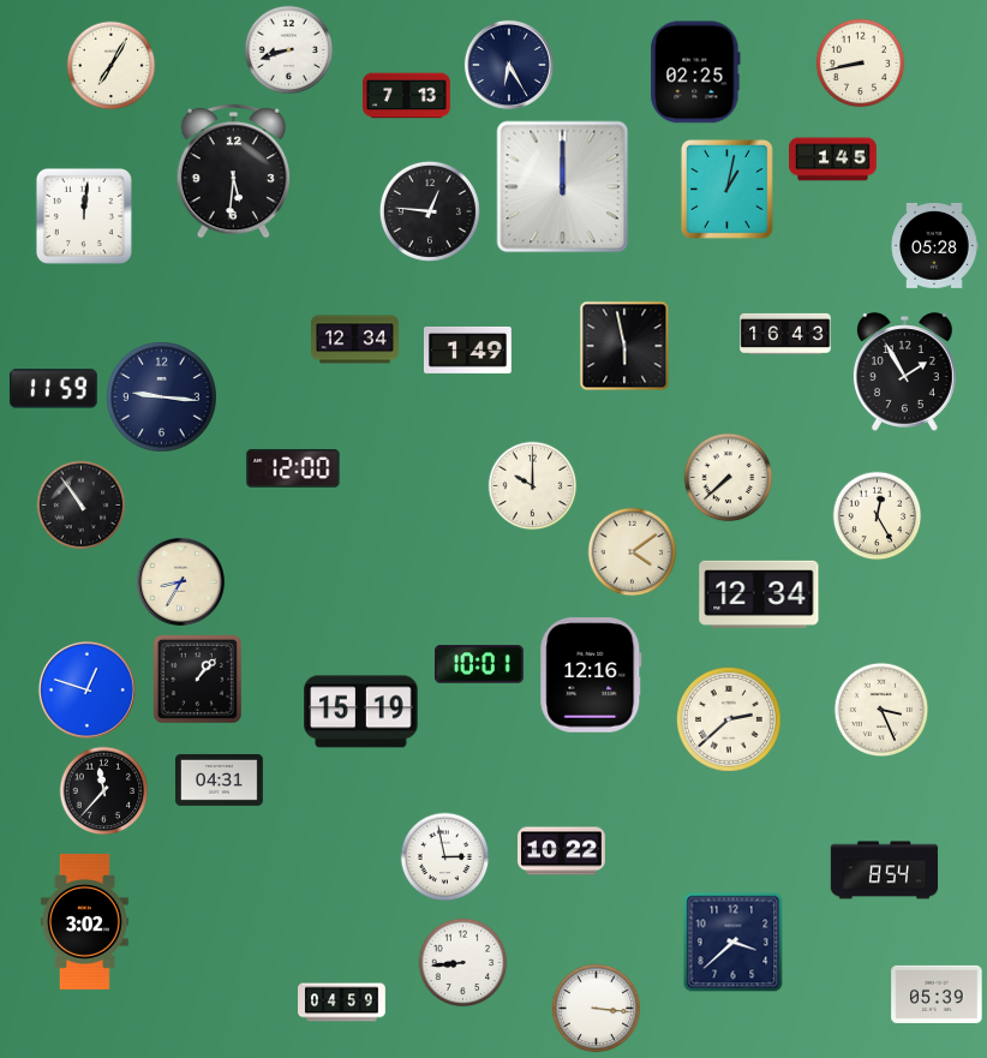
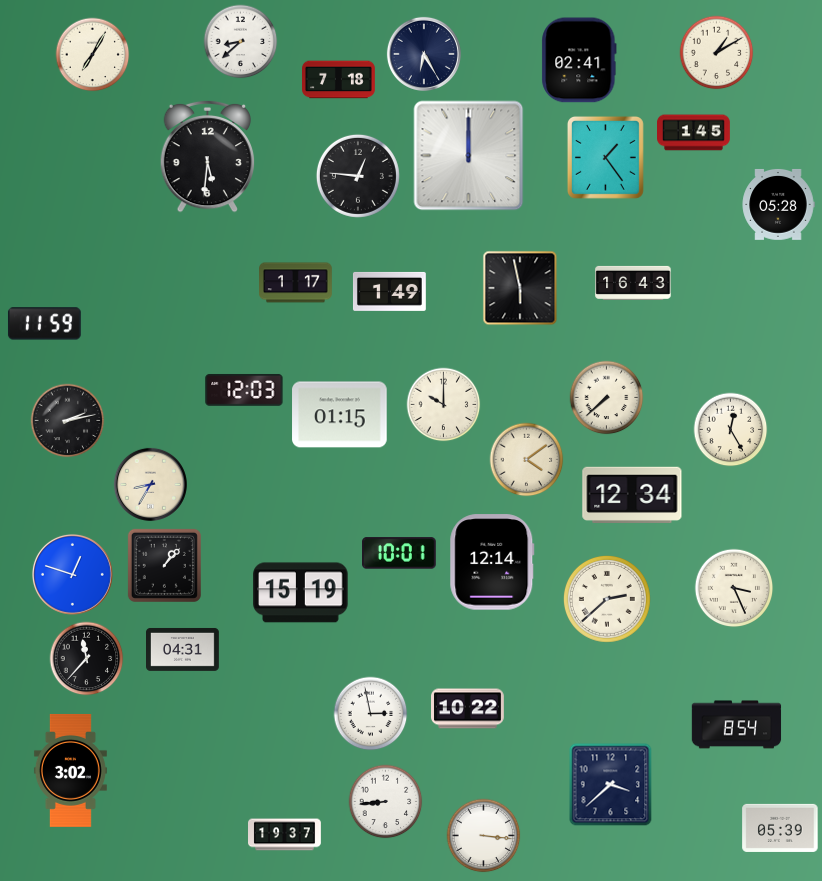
clock at (289, 50): 8:42 -> 8:38
clock at (861, 64): 8:43 -> 1:10
clock at (695, 72): 02:25 -> 02:41
clock at (407, 96): 7:13 -> 7:18
clock at (234, 171) position: (234, 171) -> (208, 156)
clock at (726, 189): 1:02 -> 1:24
clock at (84, 216): 12:01 -> none
clock at (785, 334) position: (785, 334) -> (633, 283)
clock at (355, 340): 12:34 -> 1:17
clock at (904, 372): 1:55 -> none
clock at (162, 398): 9:16 -> none
clock at (293, 468): 12:00 -> 12:03
clock at (340, 415): none -> 01:15
clock at (82, 506): 10:54 -> 2:13
clock at (591, 675): 12:16 -> 12:14
clock at (881, 710) position: (881, 710) -> (734, 588)
clock at (84, 921) position: (84, 921) -> (70, 770)
clock at (342, 1003): 04:59 -> 19:37
clock at (597, 1009) position: (597, 1009) -> (484, 836)
